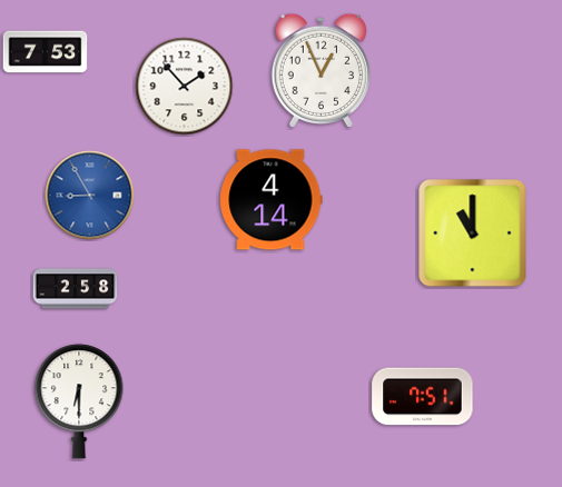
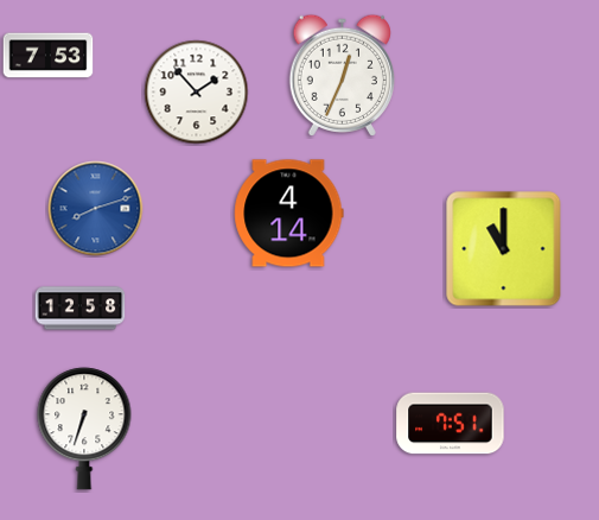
clock at (321, 70): 12:56 -> 12:34
clock at (90, 196): 8:55 -> 8:12
clock at (76, 289): 2:58 -> 12:58
clock at (79, 401): 6:30 -> 6:33
